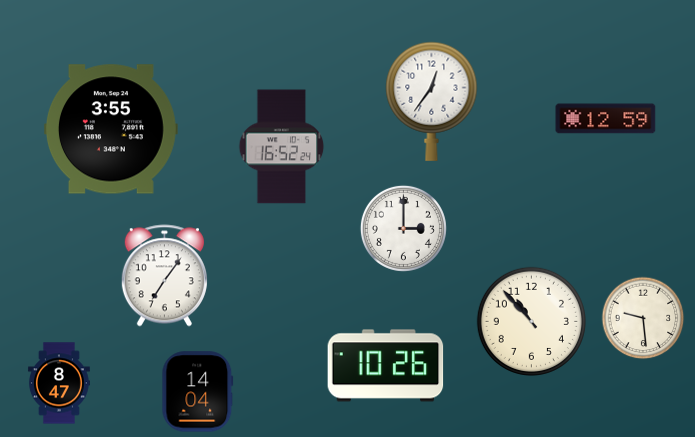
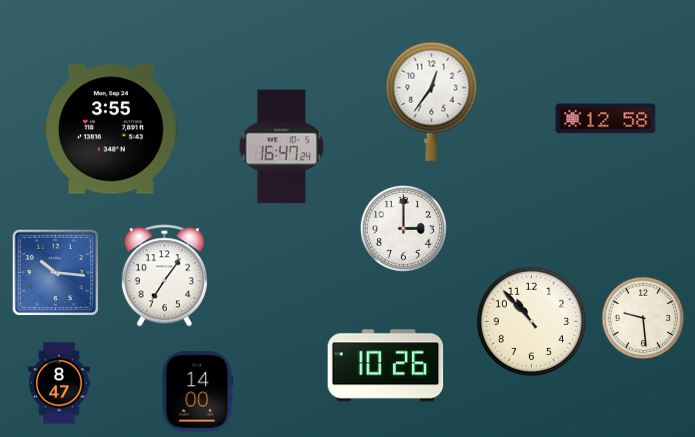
clock at (606, 119): 12:59 -> 12:58
clock at (282, 147): 16:52 -> 16:47
clock at (55, 272): none -> 10:16
clock at (198, 392): 14:04 -> 14:00
